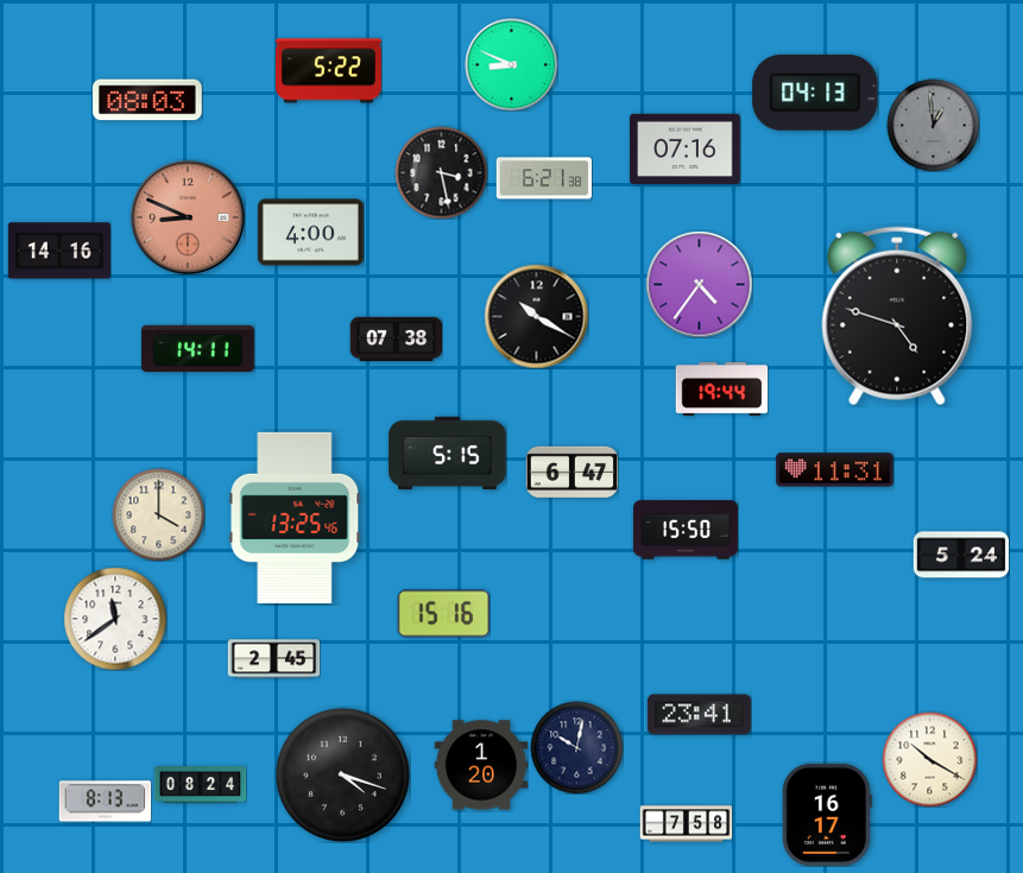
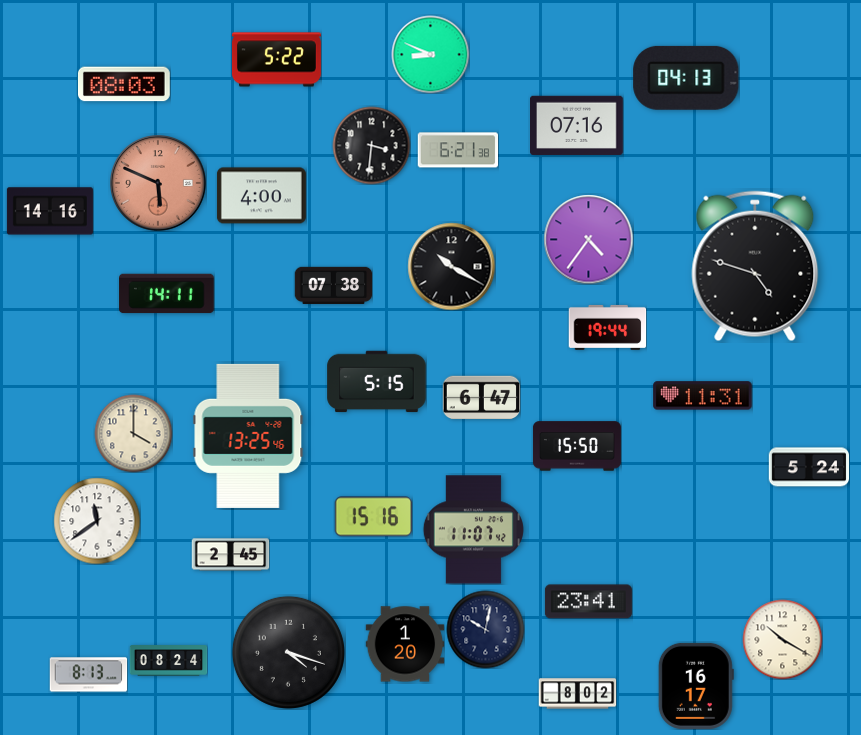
clock at (933, 125): 12:59 -> none
clock at (441, 172): 3:28 -> 3:31
clock at (189, 219): 8:49 -> 5:49
clock at (473, 530): none -> 11:07
clock at (686, 824): 7:58 -> 8:02
